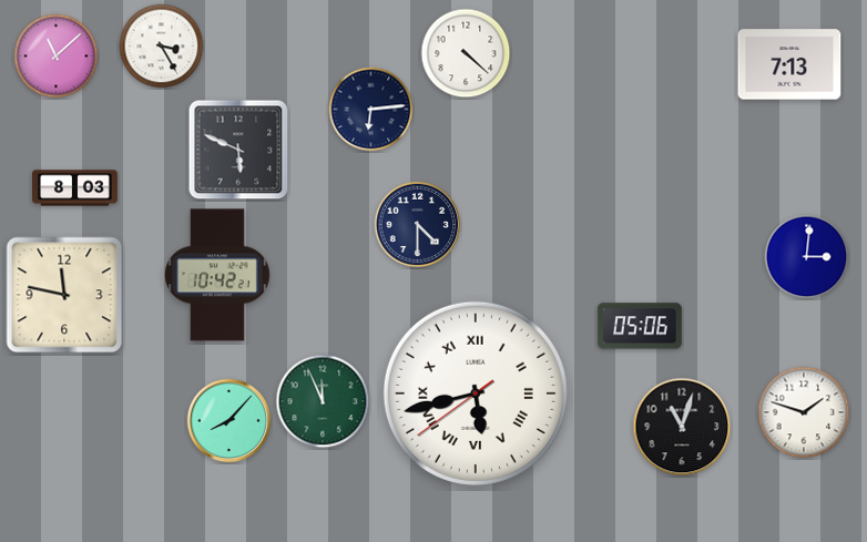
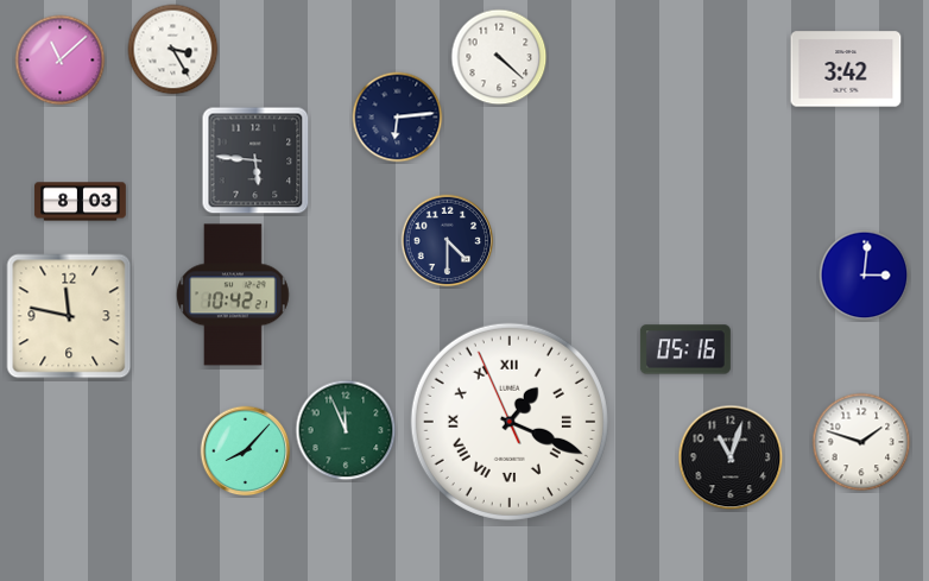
clock at (789, 64): 7:13 -> 3:42
clock at (238, 150): 5:49 -> 5:46
clock at (640, 326): 05:06 -> 05:16
clock at (476, 393): 5:42 -> 1:18
